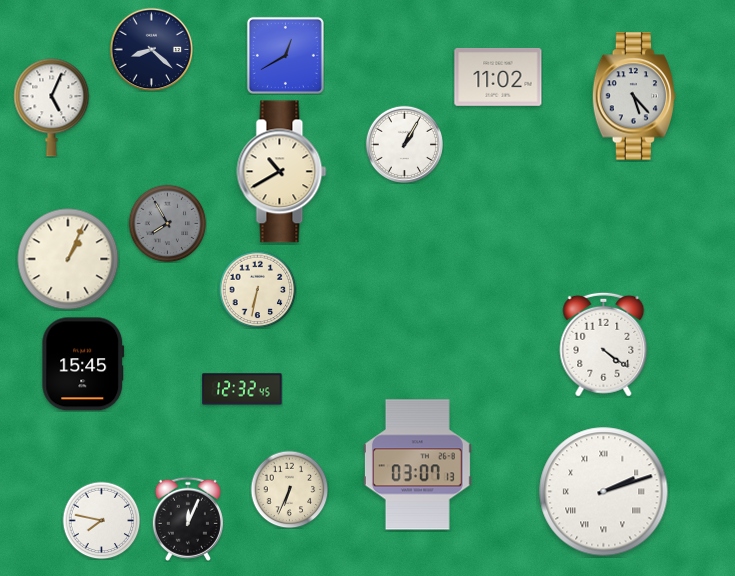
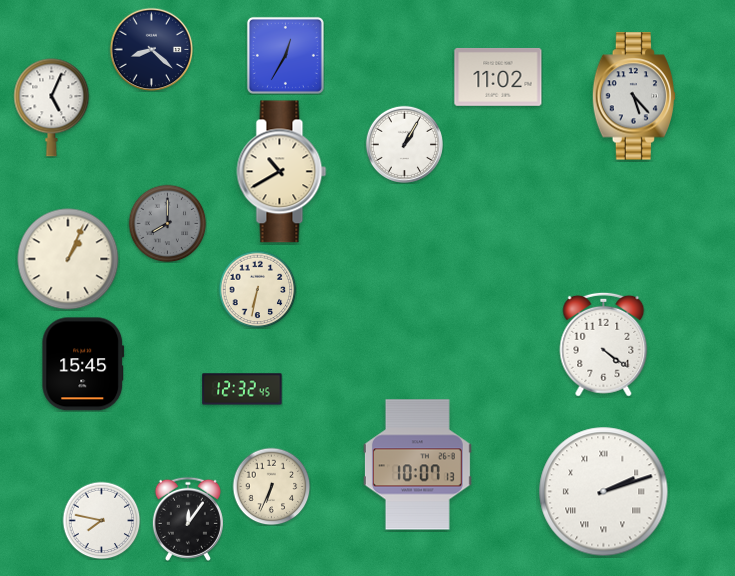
clock at (285, 55): 12:40 -> 12:35
clock at (167, 223): 7:55 -> 8:00
clock at (417, 465): 03:07 -> 10:07
clock at (289, 489) position: (289, 489) -> (271, 486)
clock at (188, 519): 12:04 -> 12:06
